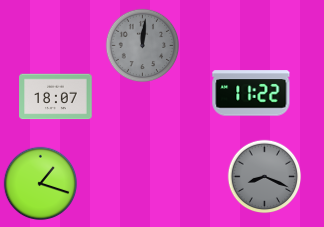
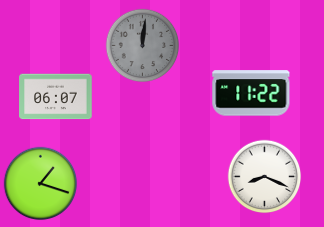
clock at (56, 97): 18:07 -> 06:07
clock at (265, 177) dial: grey -> white
